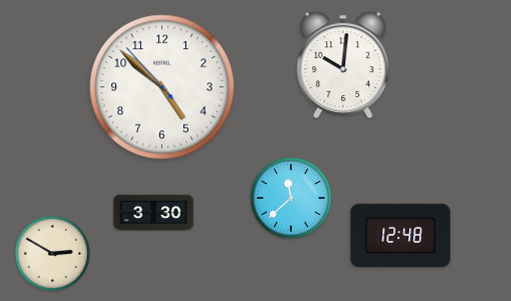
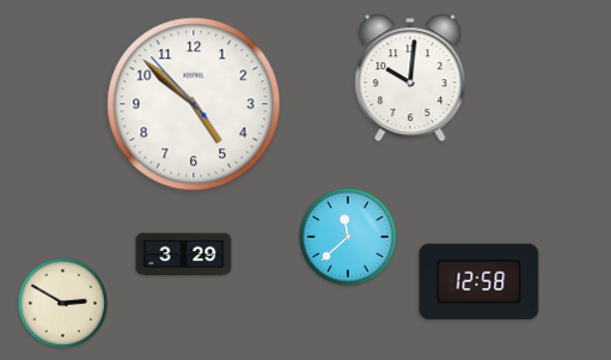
clock at (154, 213): 3:30 -> 3:29
clock at (401, 236): 12:48 -> 12:58
